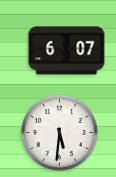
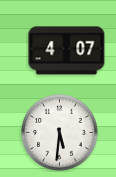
clock at (67, 51): 6:07 -> 4:07
